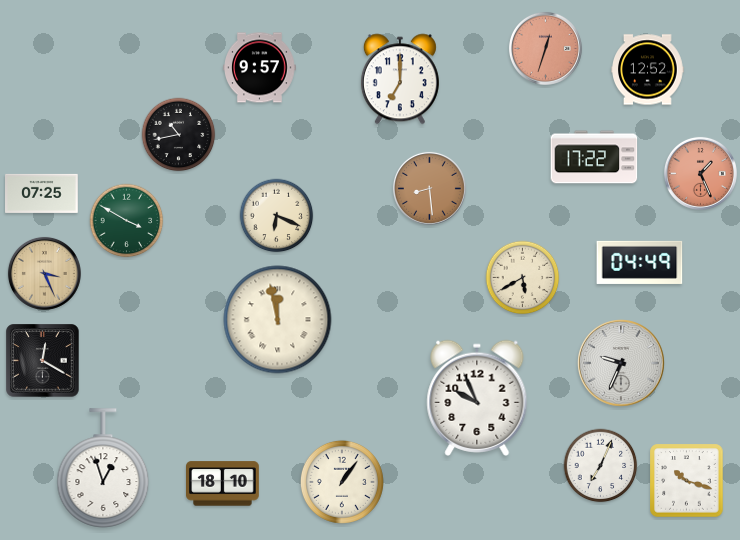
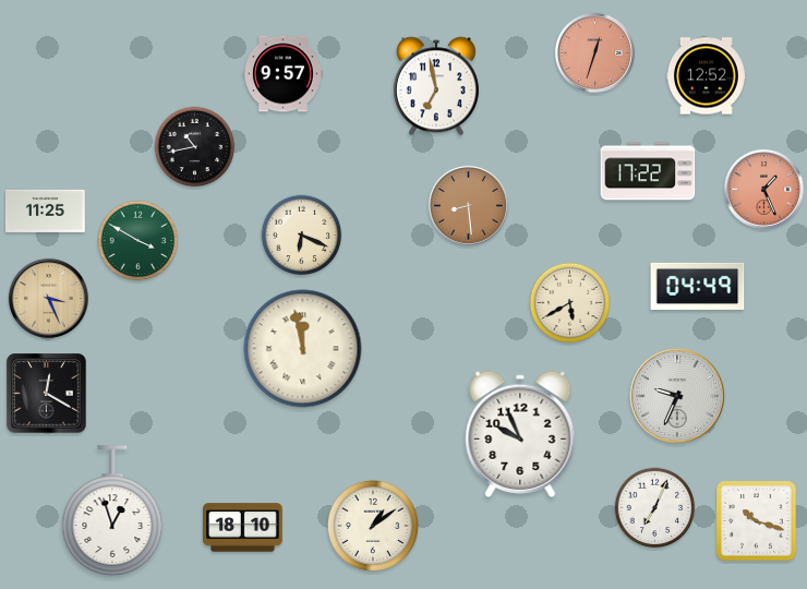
clock at (400, 79): 7:00 -> 6:58
clock at (42, 193): 07:25 -> 11:25
clock at (687, 481) position: (687, 481) -> (757, 521)
clock at (342, 482): 1:06 -> 1:09
